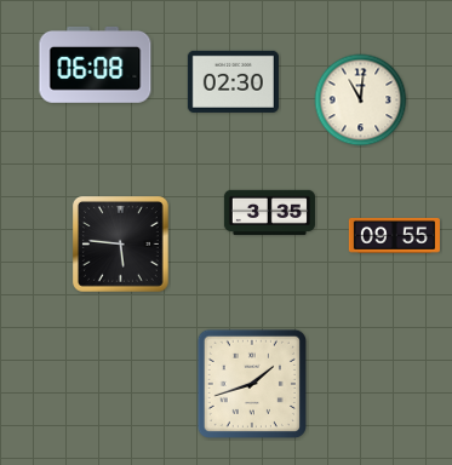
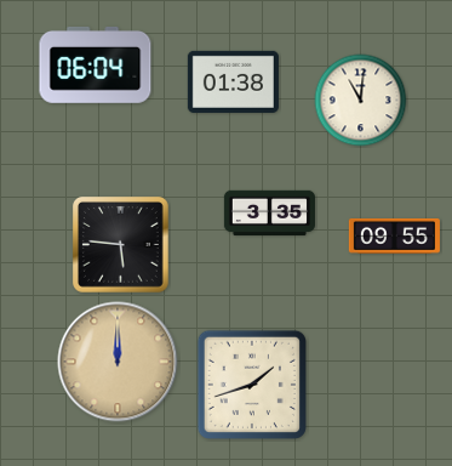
clock at (96, 64): 06:08 -> 06:04
clock at (233, 81): 02:30 -> 01:38
clock at (118, 362): none -> 12:00
